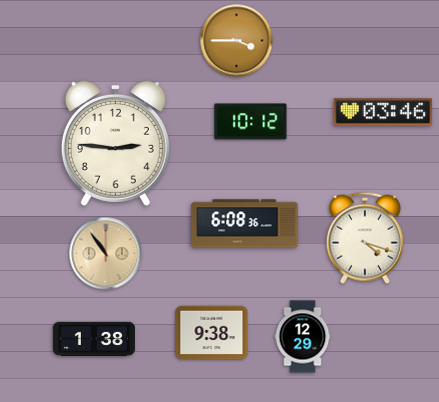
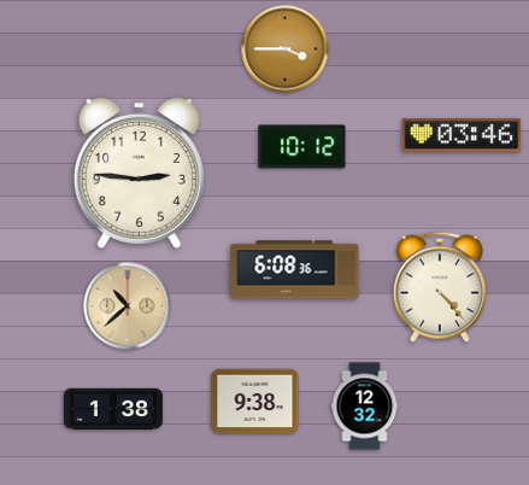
clock at (365, 238): 4:18 -> 4:23
clock at (106, 254): 10:54 -> 10:38
clock at (303, 337): 12:29 -> 12:32
